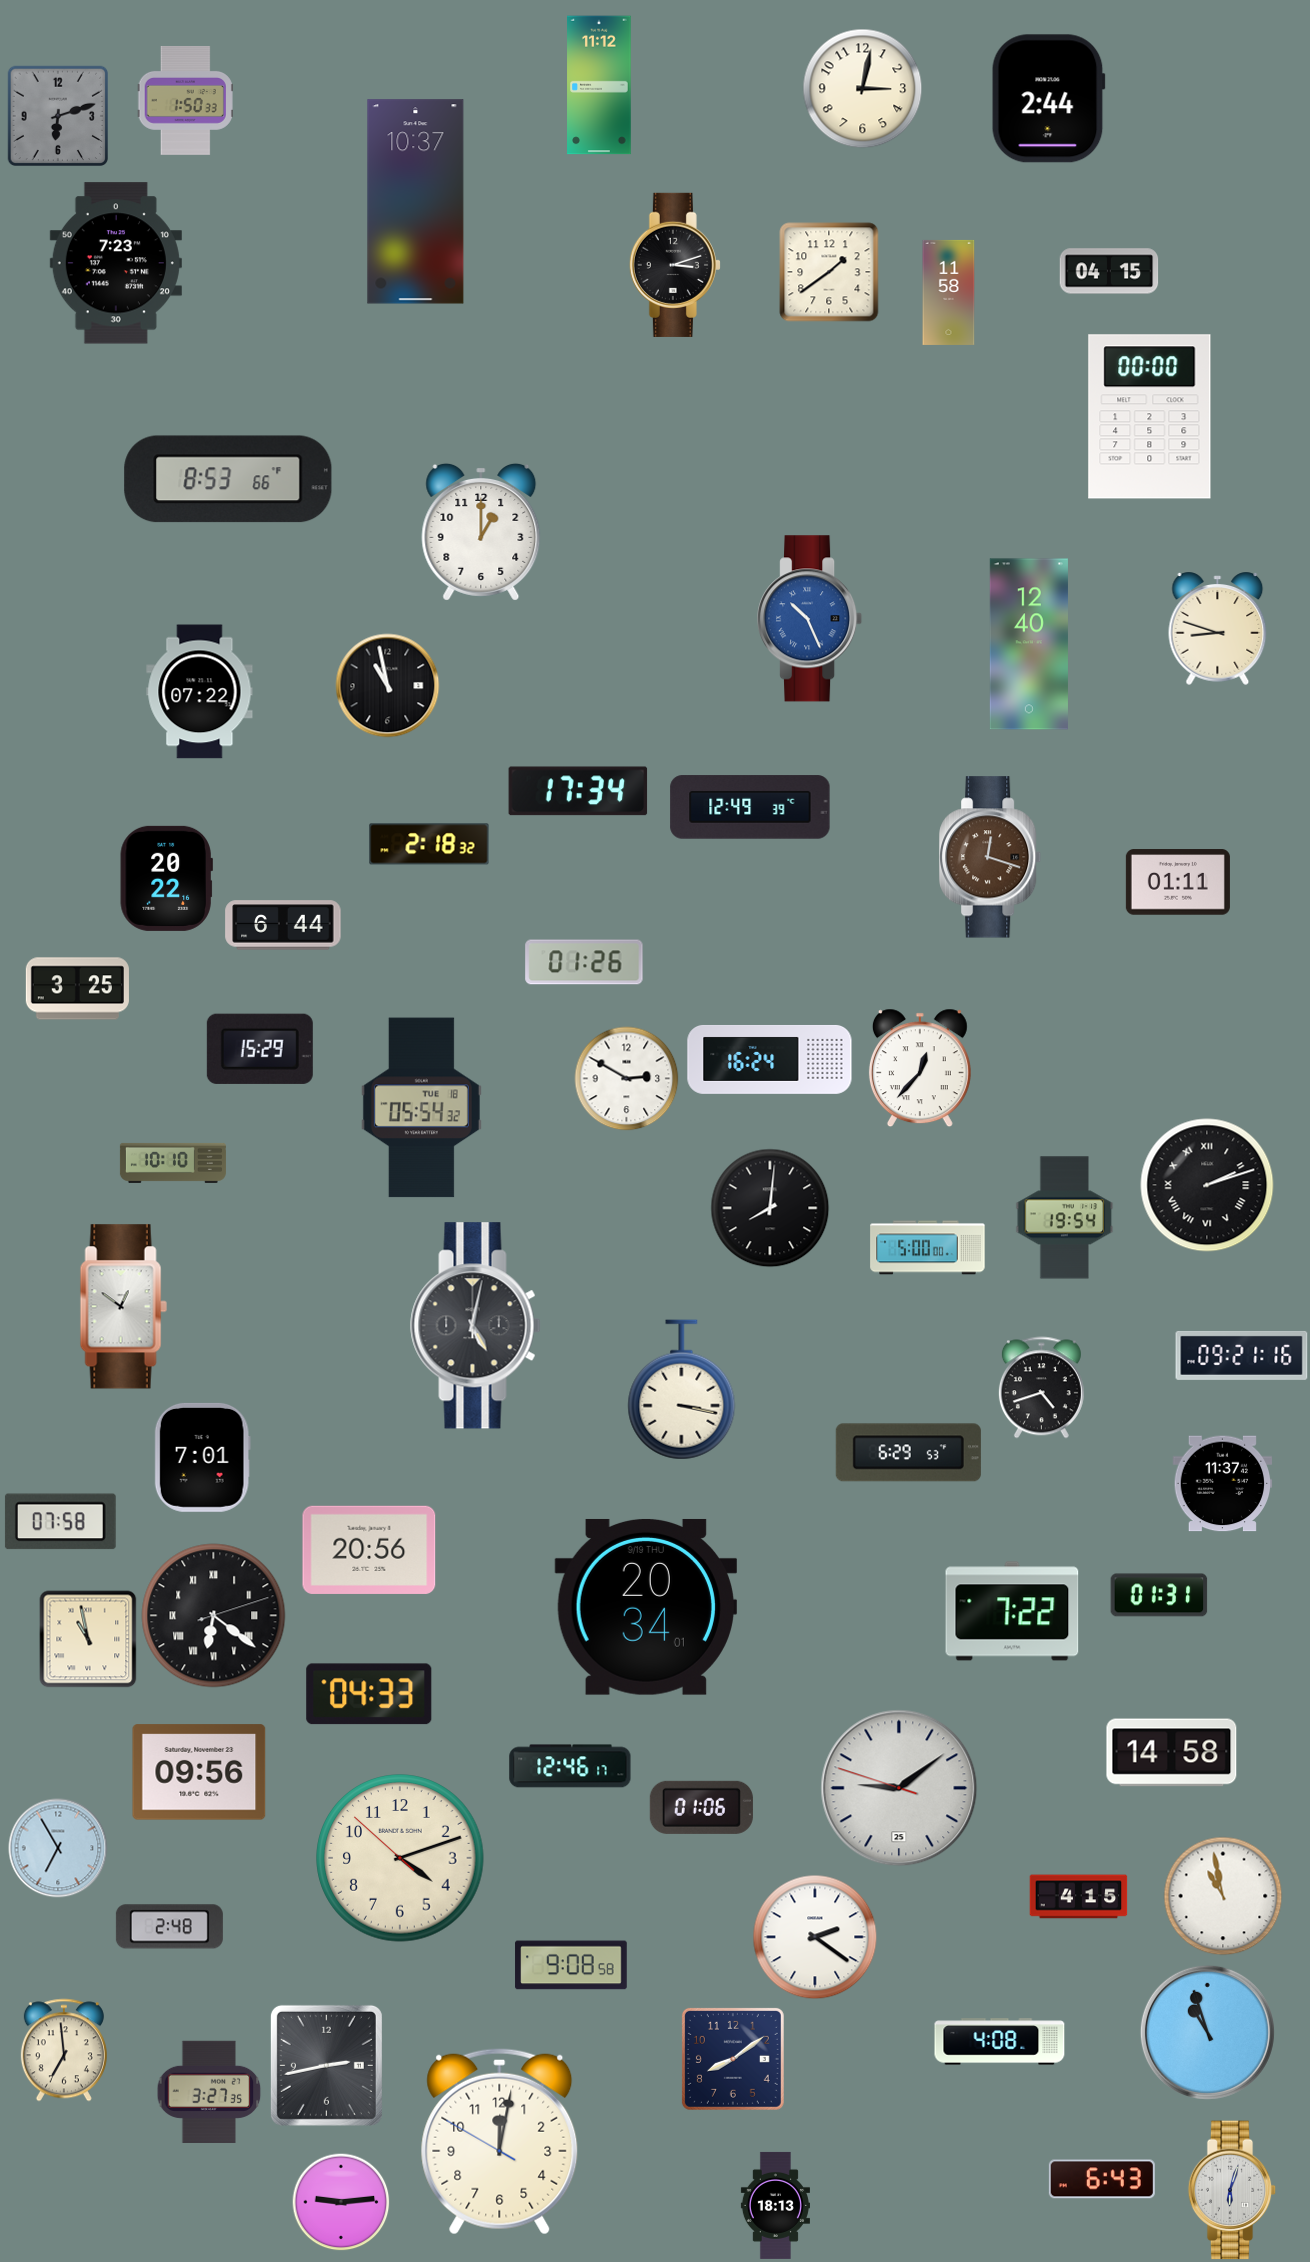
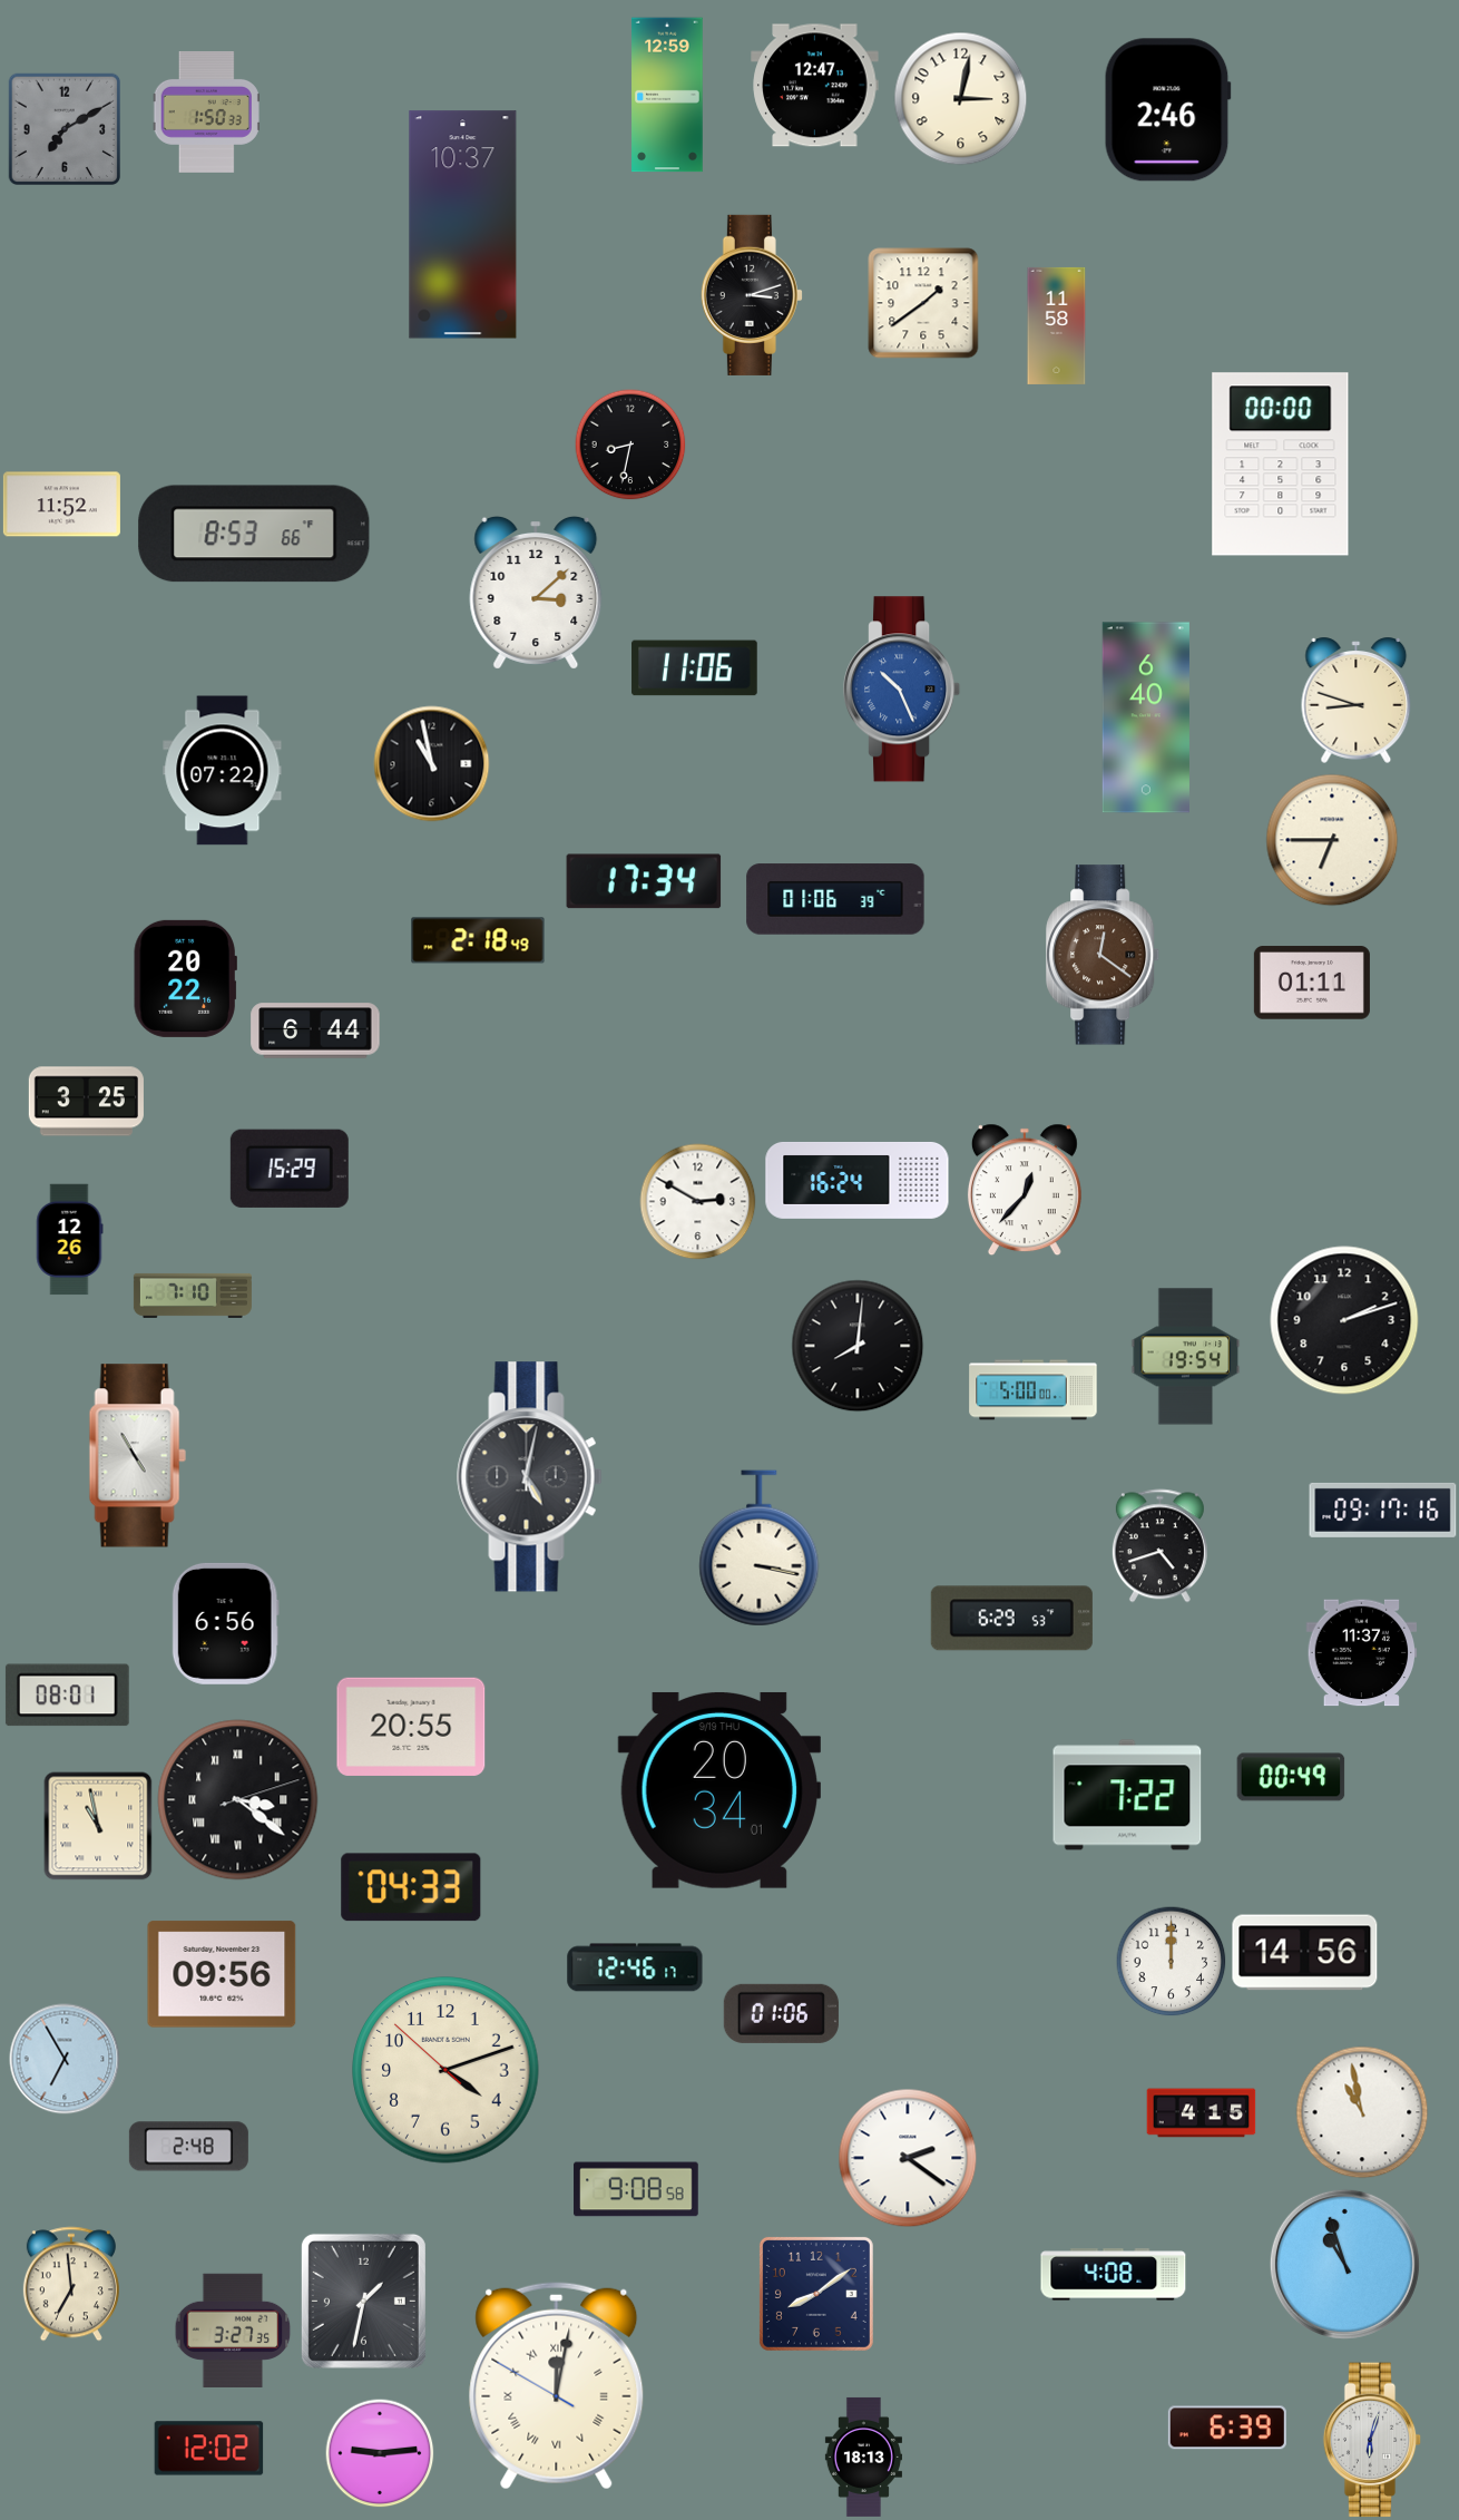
clock at (815, 86): none -> 12:47
clock at (599, 85): 11:12 -> 12:59
clock at (1048, 99): 2:44 -> 2:46
clock at (57, 115): 6:12 -> 7:10
clock at (116, 263): 7:23 -> none
clock at (1109, 271): 04:15 -> none
clock at (630, 445): none -> 8:32
clock at (61, 505): none -> 11:52
clock at (481, 532): 1:00 -> 3:08
clock at (695, 668): none -> 11:06
clock at (1029, 644): 12:40 -> 6:40
clock at (1332, 840): none -> 6:45
clock at (750, 807): 12:49 -> 01:06
clock at (429, 844): 2:18:32 -> 2:18:49
clock at (991, 857): 12:18 -> 12:21
clock at (584, 962): 01:26 -> none
clock at (421, 1108): 05:54 -> none
clock at (69, 1240): none -> 12:26
clock at (173, 1163): 10:10 -> 7:10
clock at (1207, 1185) numerals: Roman -> Arabic
clock at (123, 1307): 12:51 -> 4:55
clock at (1242, 1355): 09:21 -> 09:17
clock at (202, 1457): 7:01 -> 6:56
clock at (60, 1522): 07:58 -> 08:01
clock at (369, 1550): 20:56 -> 20:55
clock at (1159, 1595): 01:31 -> 00:49
clock at (214, 1616): 6:21 -> 3:21
clock at (1172, 1753): 14:58 -> 14:56
clock at (1172, 1962): none -> 12:00
clock at (899, 1788): 9:08 -> none
clock at (326, 2065): 2:43 -> 1:32
clock at (500, 2141) numerals: Arabic -> Roman
clock at (1102, 2179): 6:43 -> 6:39
clock at (209, 2449): none -> 12:02
